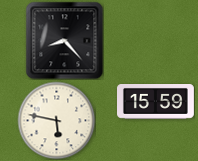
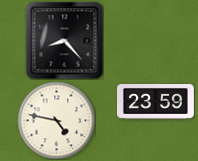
clock at (156, 102): 15:59 -> 23:59
clock at (56, 120): 5:47 -> 4:47
